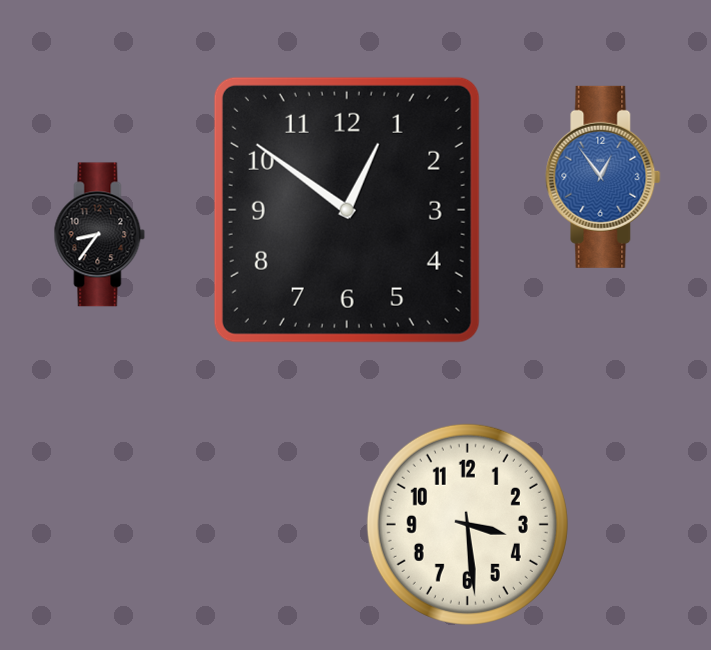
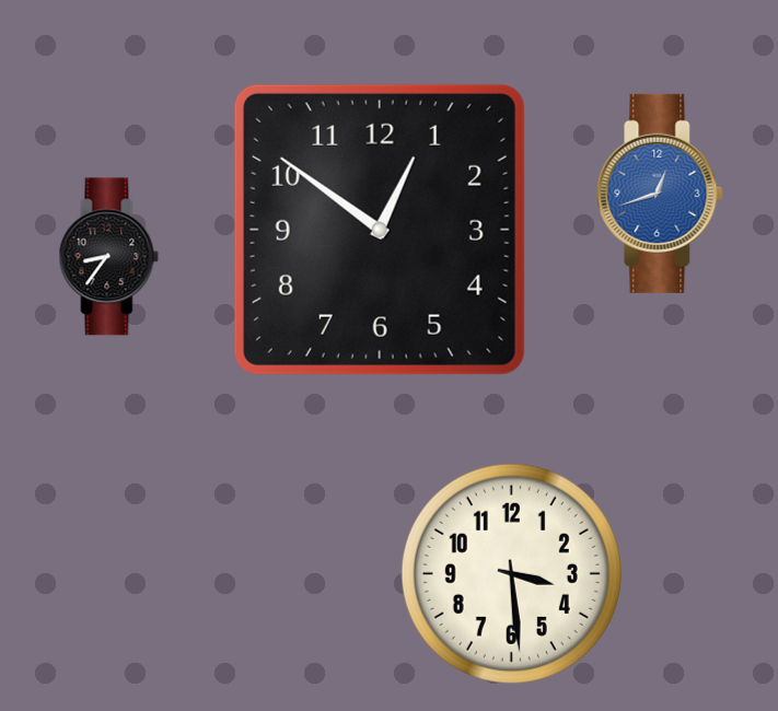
clock at (603, 177): 12:54 -> 12:42
